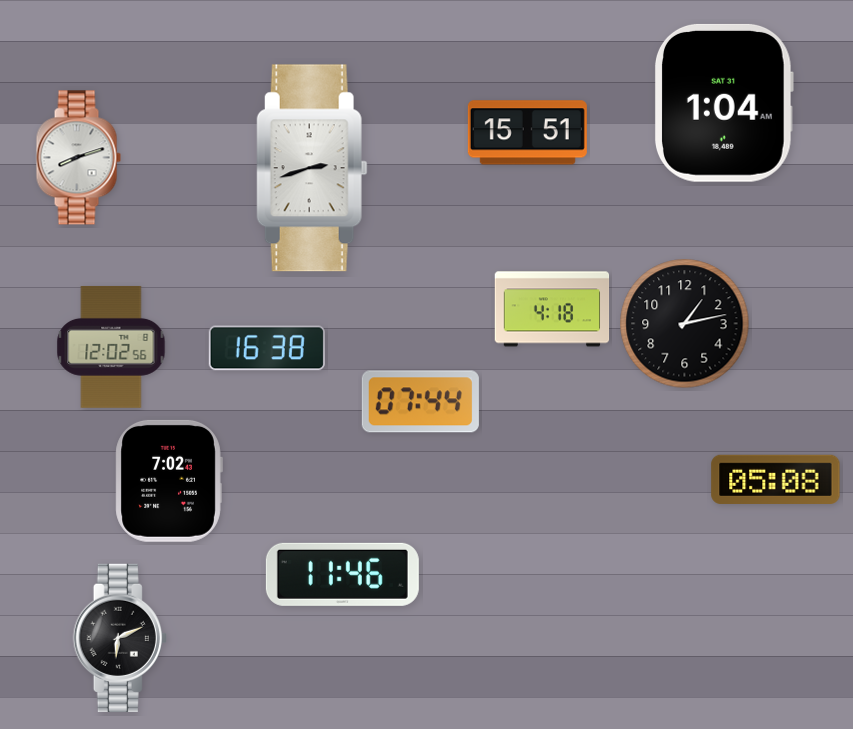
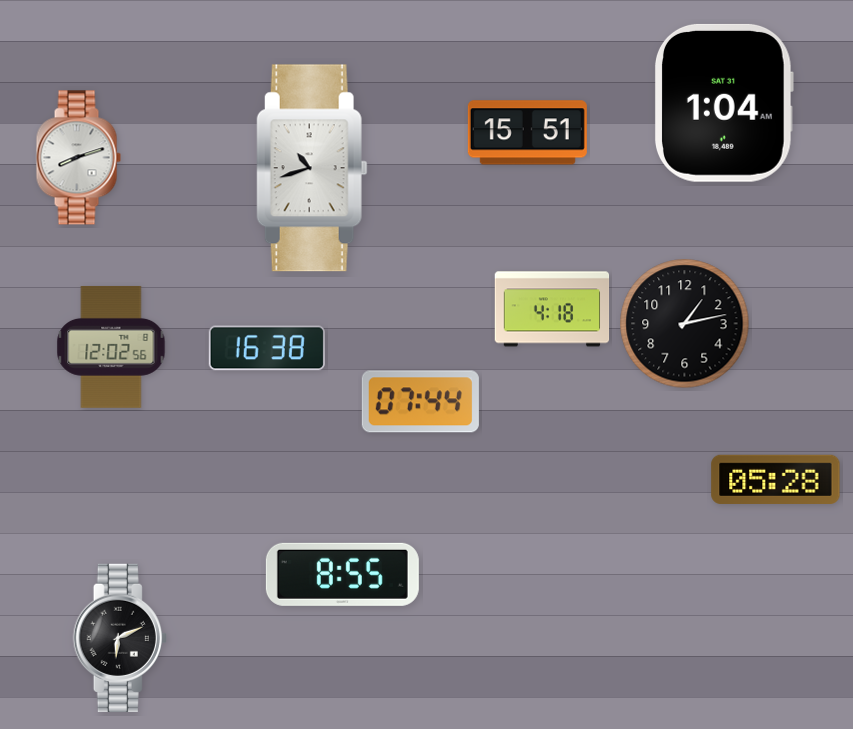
clock at (312, 168): 2:42 -> 10:42
clock at (776, 479): 05:08 -> 05:28
clock at (169, 481): 7:02 -> none
clock at (342, 574): 11:46 -> 8:55
